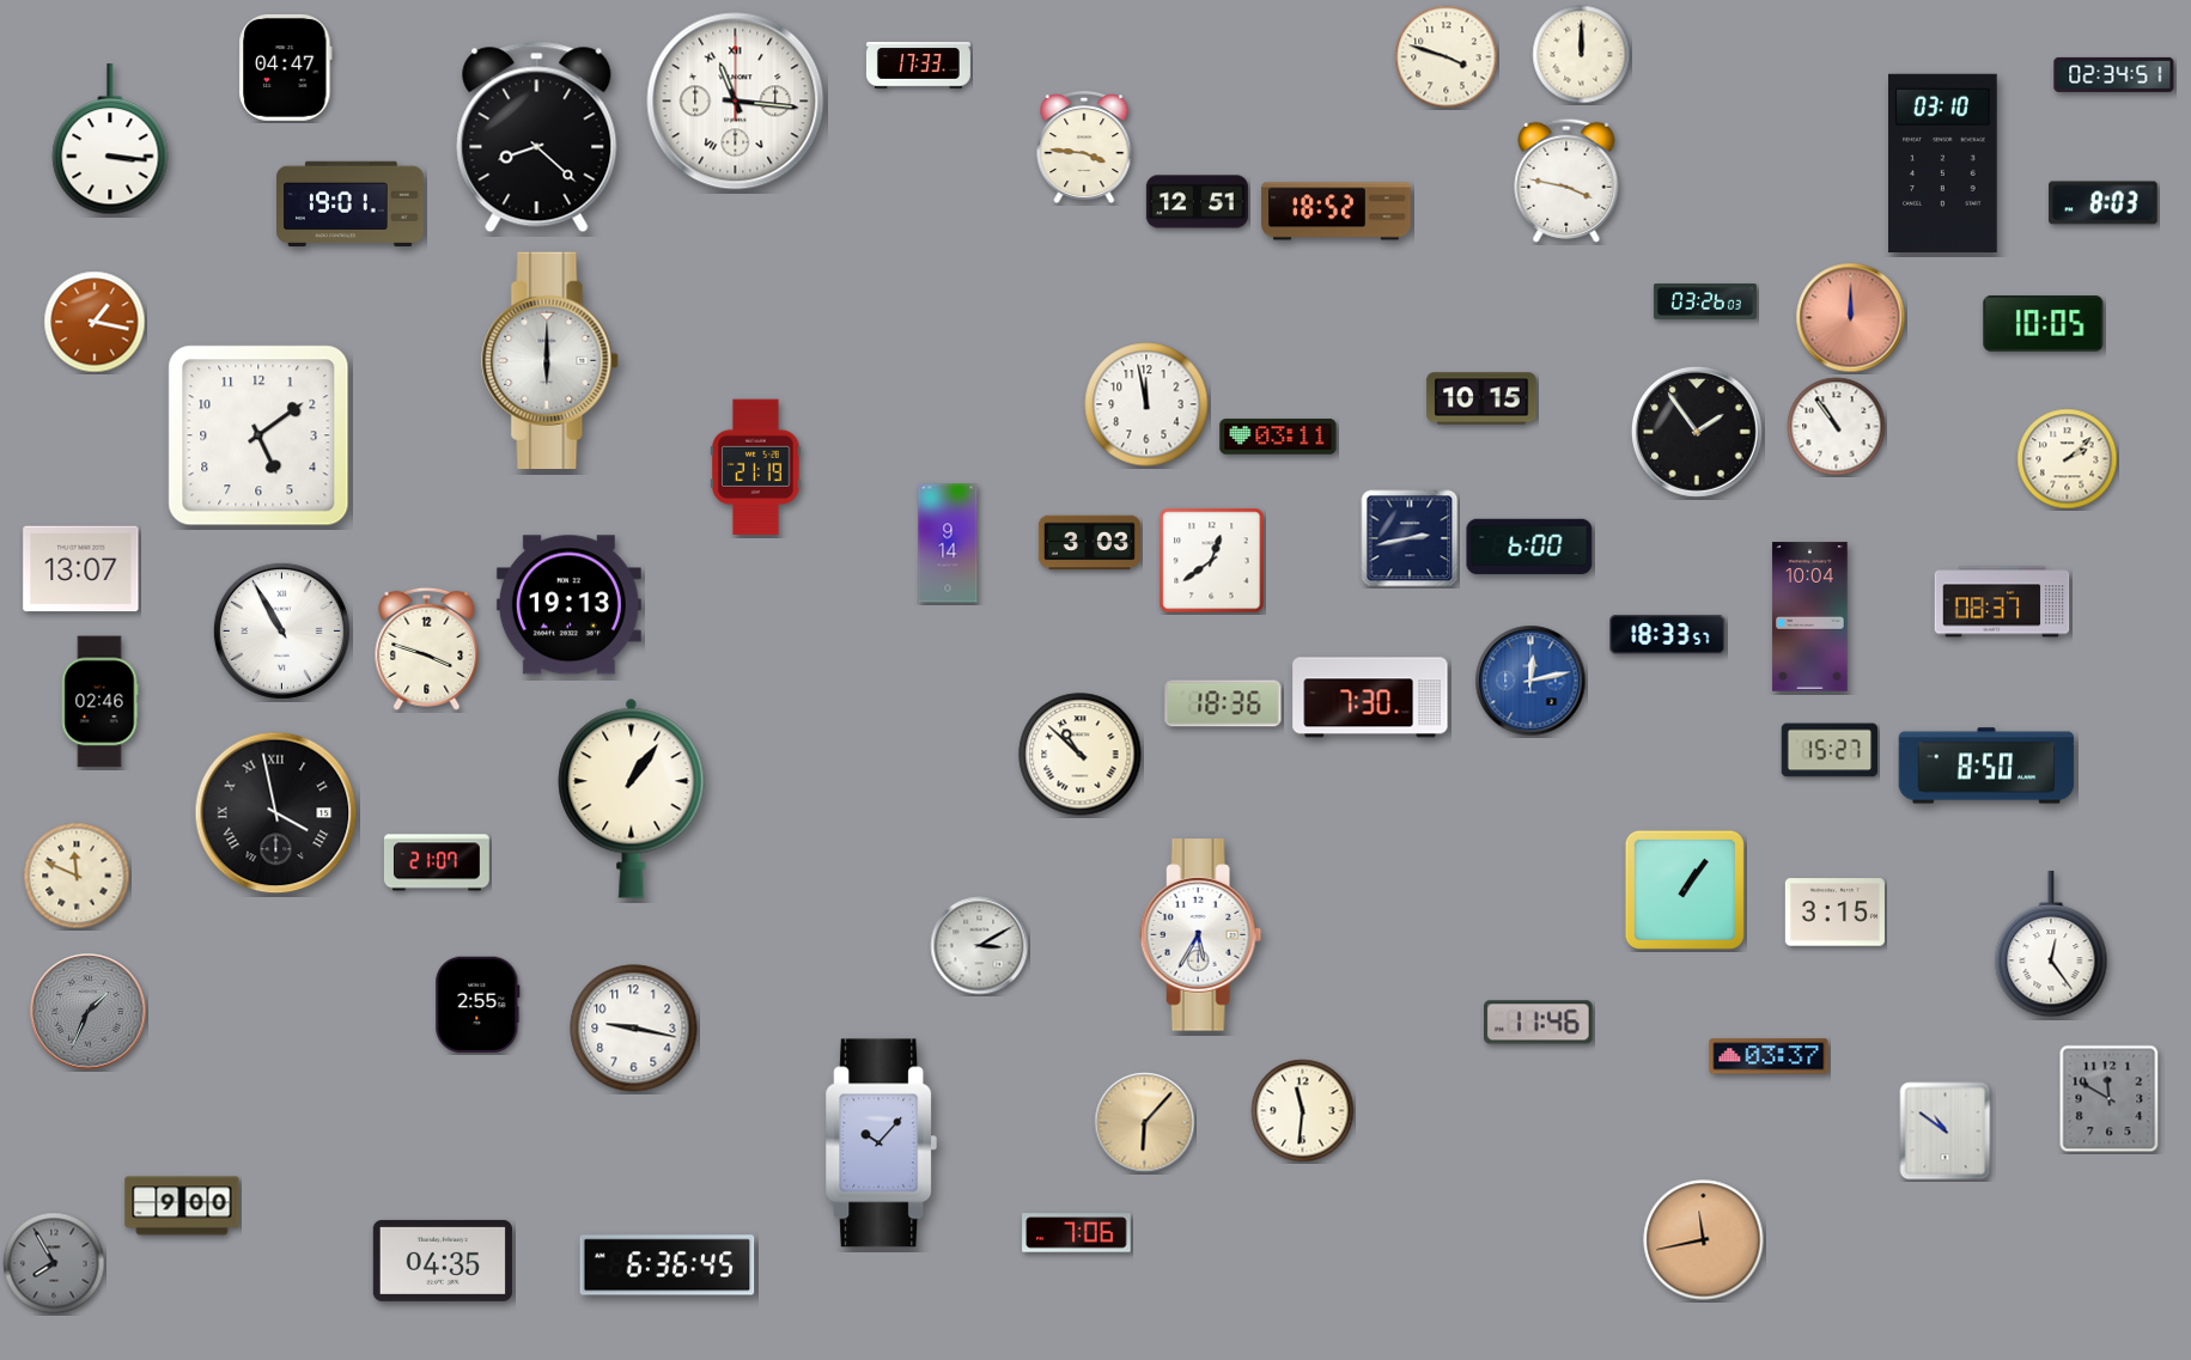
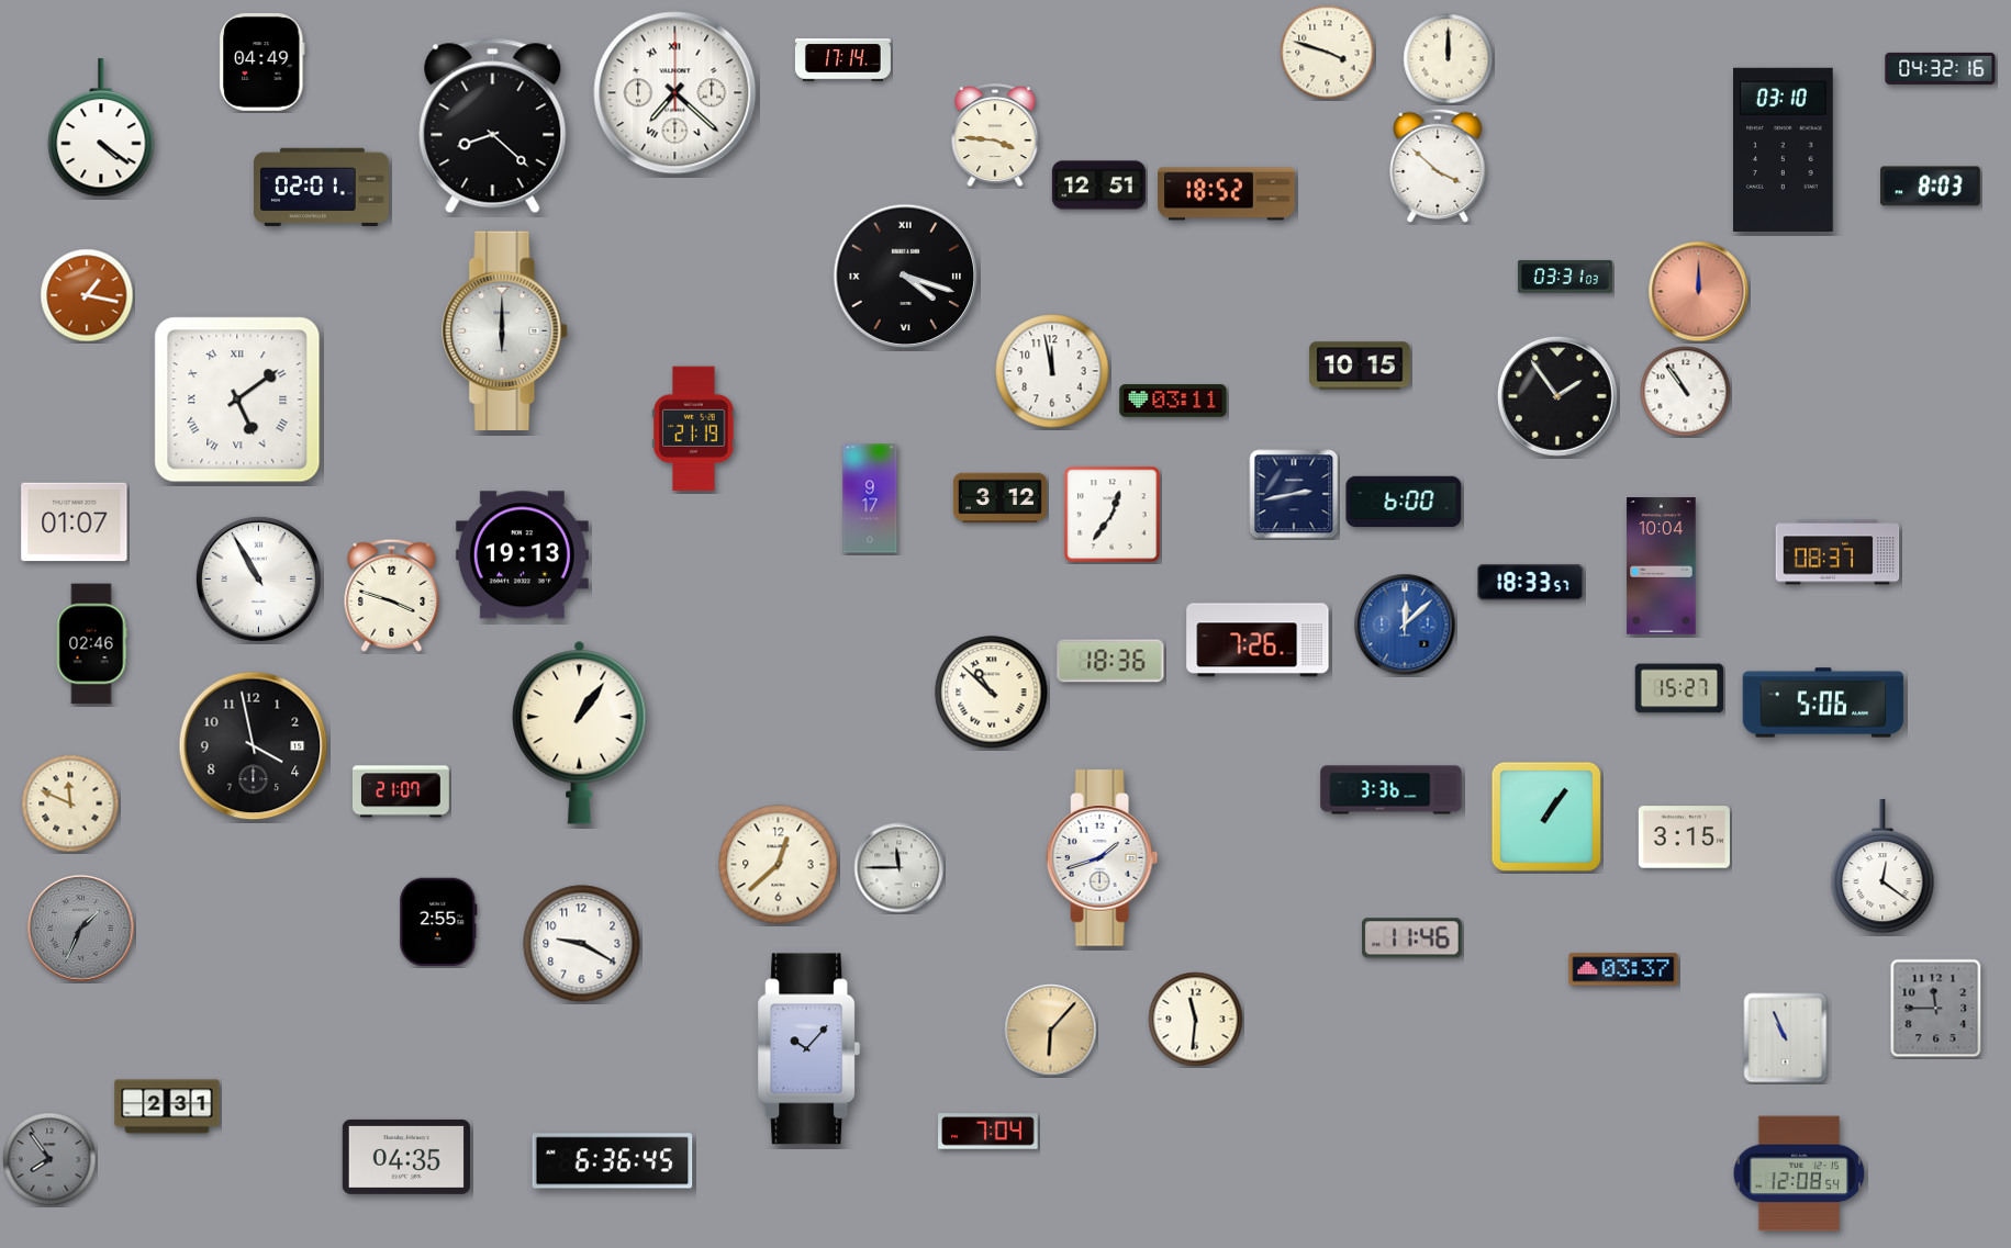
clock at (1582, 55) position: (1582, 55) -> (1449, 59)
clock at (918, 66): 17:33 -> 17:14
clock at (286, 68): 04:47 -> 04:49
clock at (2114, 74): 02:34 -> 04:32
clock at (736, 102): 11:16 -> 7:22
clock at (110, 140): 3:16 -> 4:21
clock at (1566, 181): 3:47 -> 3:52
clock at (351, 203): 19:01 -> 02:01
clock at (906, 277): none -> 4:18
clock at (1705, 301): 03:26 -> 03:31
clock at (2044, 324): 10:05 -> none
clock at (258, 435) numerals: Arabic -> Roman
clock at (2068, 459): 2:08 -> none
clock at (948, 543): 9:14 -> 9:17
clock at (1089, 543): 3:03 -> 3:12
clock at (1212, 561): 12:39 -> 12:36
clock at (81, 569): 13:07 -> 01:07
clock at (1530, 681): 12:13 -> 12:08
clock at (1370, 697): 7:30 -> 7:26
clock at (1223, 703) position: (1223, 703) -> (1110, 661)
clock at (1986, 766): 8:50 -> 5:06
clock at (276, 813) numerals: Roman -> Arabic
clock at (1392, 790): none -> 3:36
clock at (1201, 935): 5:35 -> 1:42
clock at (779, 865): none -> 12:38
clock at (2051, 944): 12:24 -> 12:21
clock at (980, 946): 3:10 -> 11:45
clock at (634, 1029): 9:17 -> 9:20
clock at (2110, 1099): 11:50 -> 11:45
clock at (1946, 1132): 10:51 -> 10:56
clock at (182, 1206): 9:00 -> 2:31
clock at (1077, 1233): 7:06 -> 7:04
clock at (1704, 1240): 11:43 -> none
clock at (54, 1263): 7:55 -> 7:54
clock at (1799, 1173): none -> 12:08
